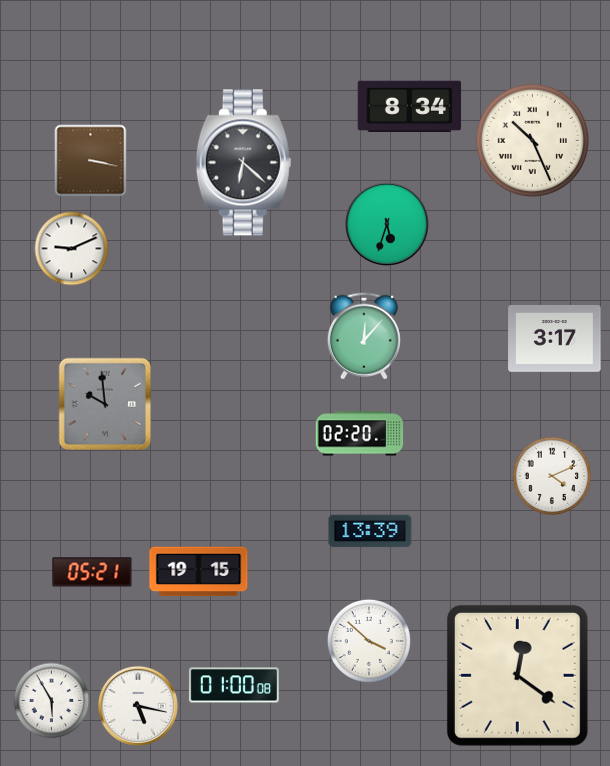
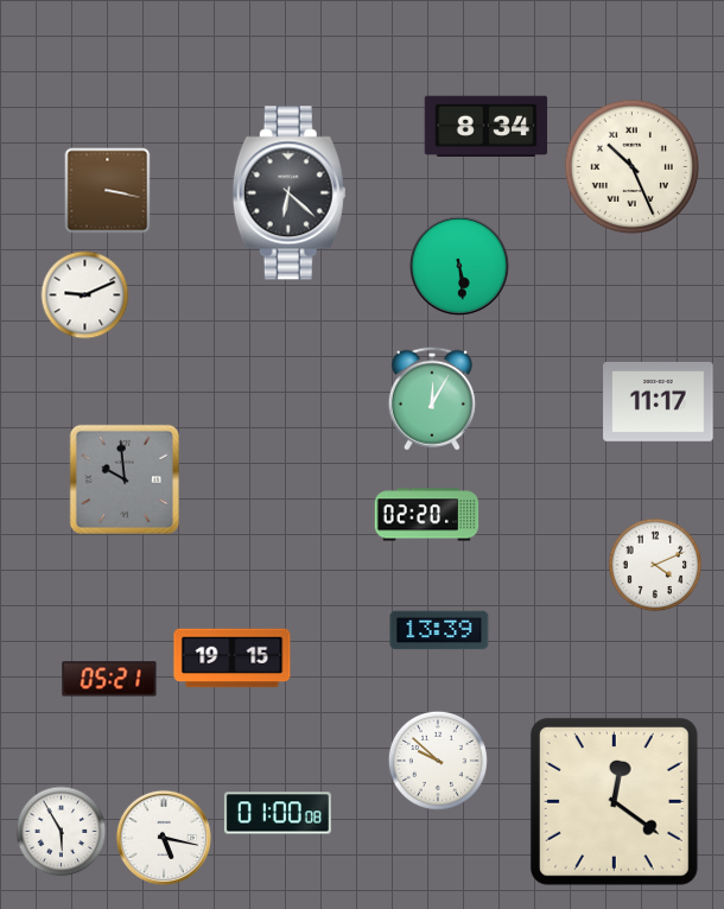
clock at (387, 224): 5:33 -> 5:29
clock at (364, 336): 12:07 -> 12:05
clock at (555, 339): 3:17 -> 11:17
clock at (199, 572) position: (199, 572) -> (233, 659)
clock at (369, 641): 3:52 -> 9:52
